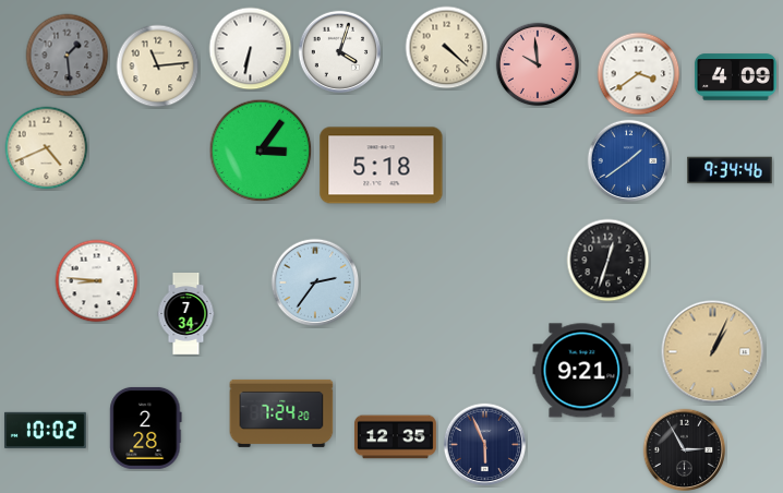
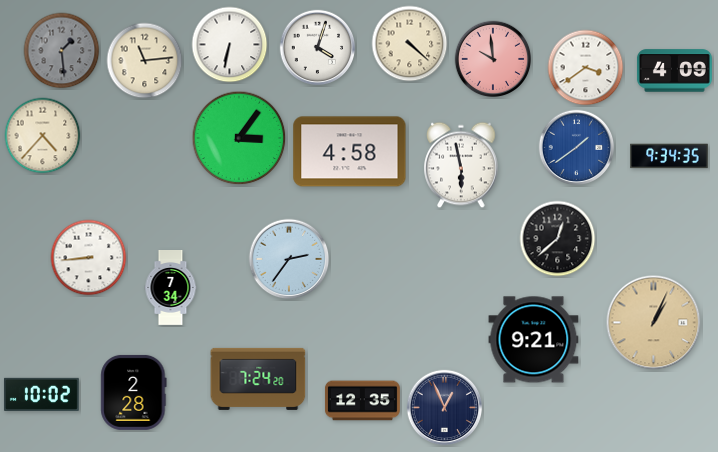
clock at (340, 52) position: (340, 52) -> (318, 48)
clock at (47, 148): 4:41 -> 4:37
clock at (382, 166): 5:18 -> 4:58
clock at (730, 170): 9:34:46 -> 9:34:35
clock at (461, 165): none -> 5:58
clock at (609, 261): 12:33 -> 12:38
clock at (97, 281): 8:46 -> 8:44
clock at (485, 445): 5:56 -> 12:56
clock at (685, 450): 2:55 -> none
